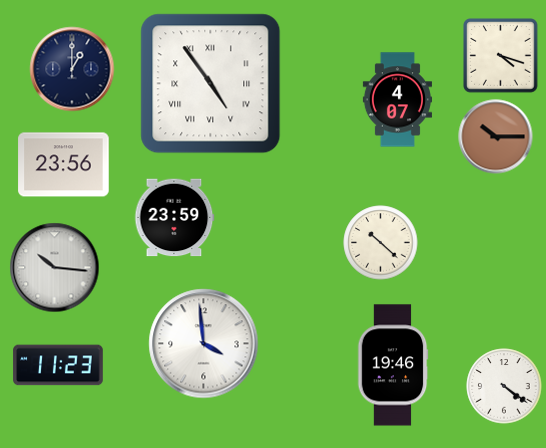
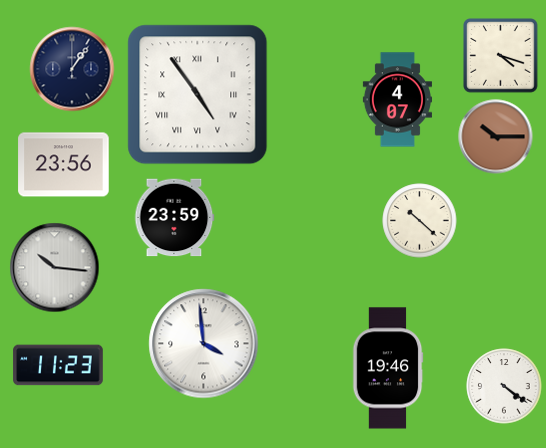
clock at (72, 69): 1:00 -> 1:06
clock at (211, 84) position: (211, 84) -> (198, 95)
clock at (381, 243) position: (381, 243) -> (420, 221)
clock at (393, 365) position: (393, 365) -> (388, 368)
